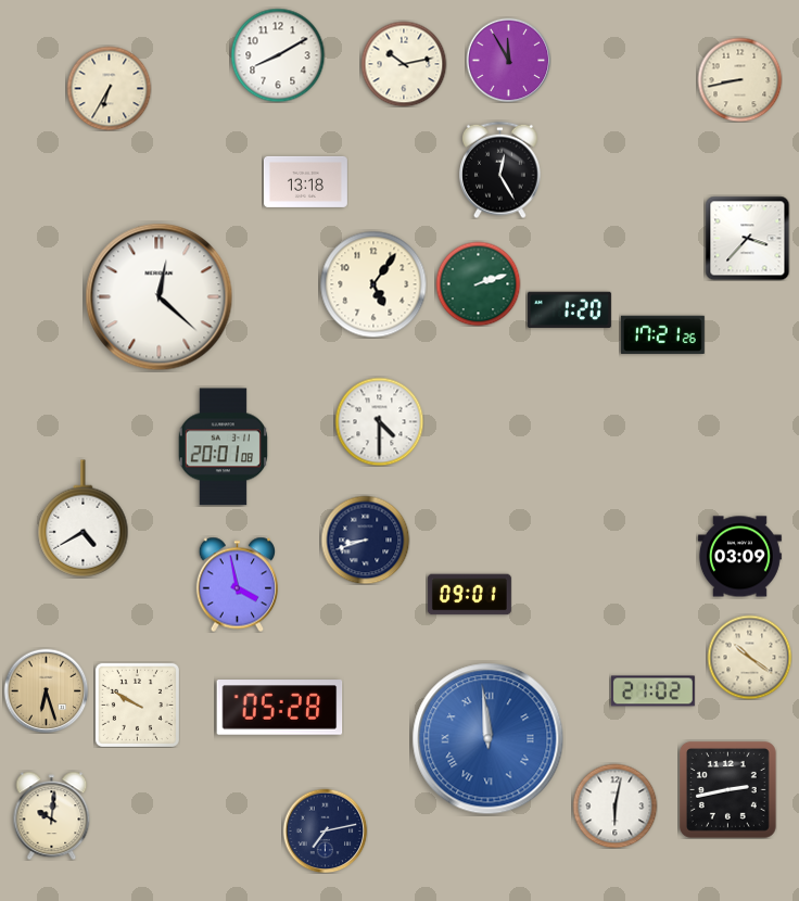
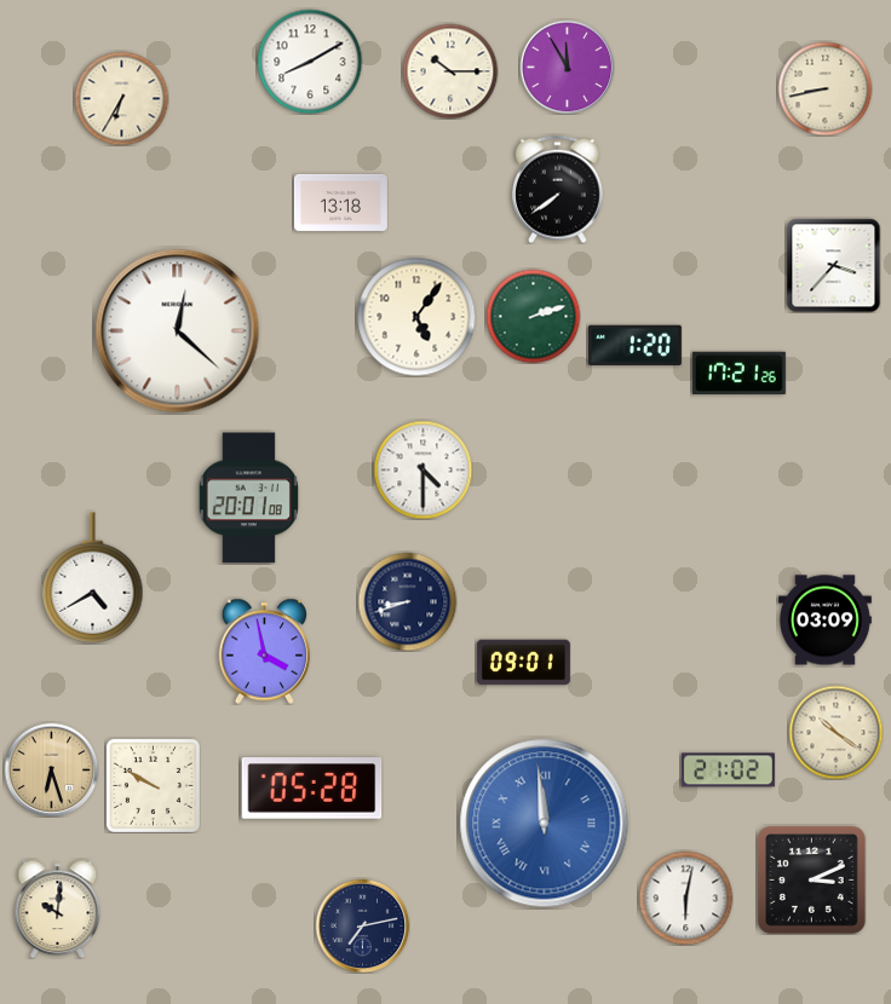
clock at (404, 64): 10:13 -> 10:15
clock at (500, 169): 12:25 -> 7:39
clock at (727, 789): 2:43 -> 3:11
